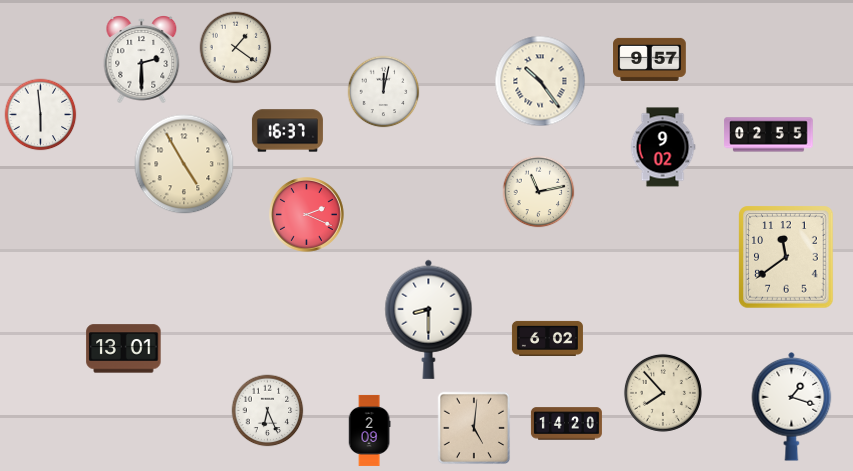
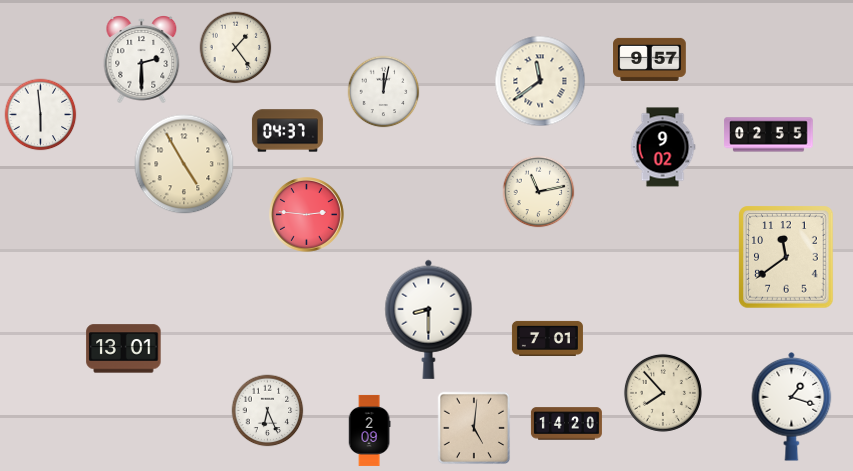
clock at (236, 48): 1:21 -> 1:24
clock at (540, 81): 10:24 -> 11:39
clock at (287, 131): 16:37 -> 04:37
clock at (307, 215): 2:19 -> 2:46
clock at (547, 338): 6:02 -> 7:01
